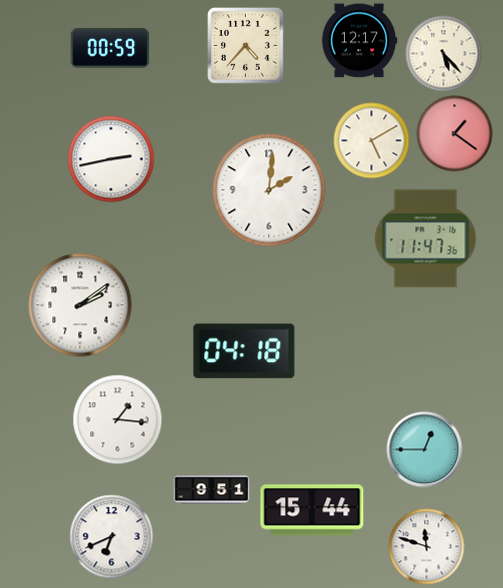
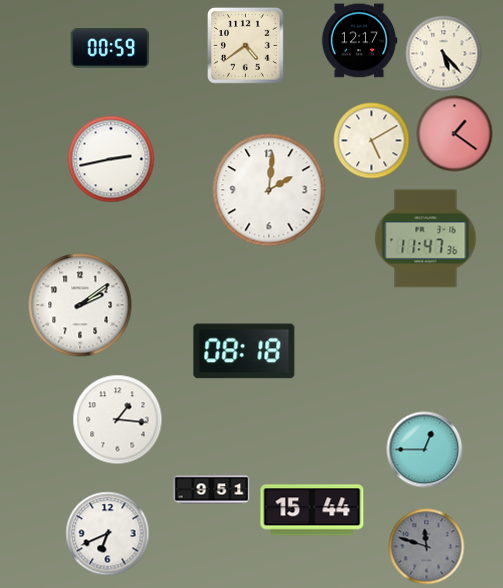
clock at (246, 46): 4:37 -> 4:39
clock at (244, 351): 04:18 -> 08:18
clock at (112, 537) position: (112, 537) -> (108, 534)
clock at (427, 547) dial: white -> grey
